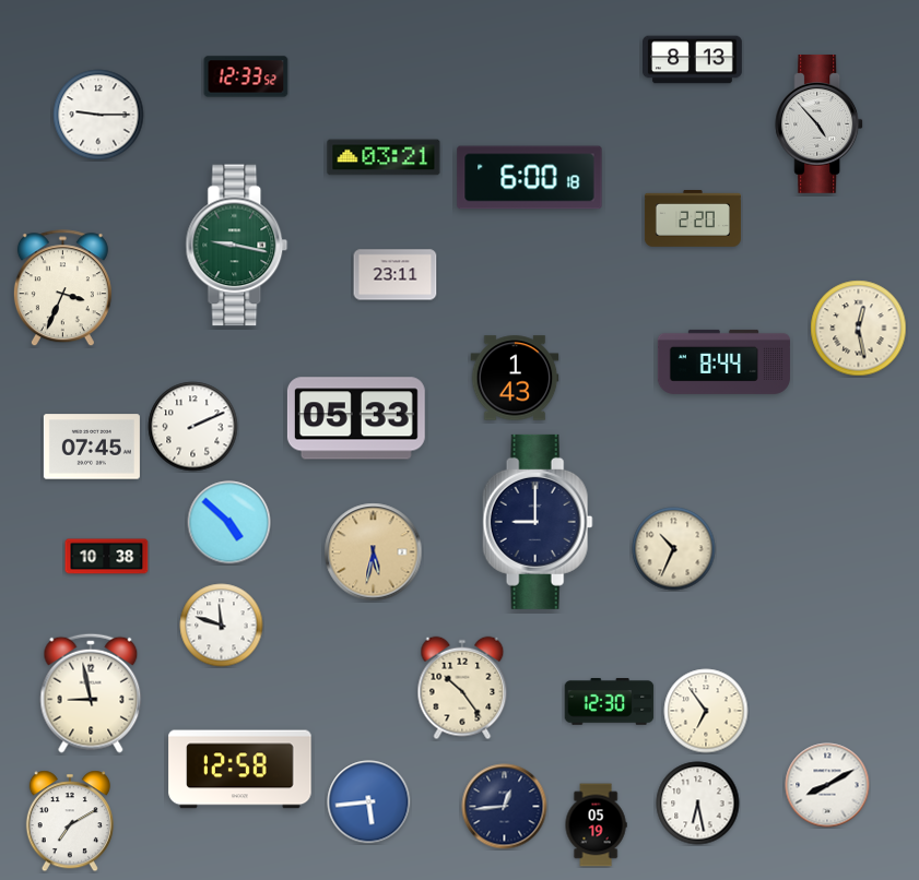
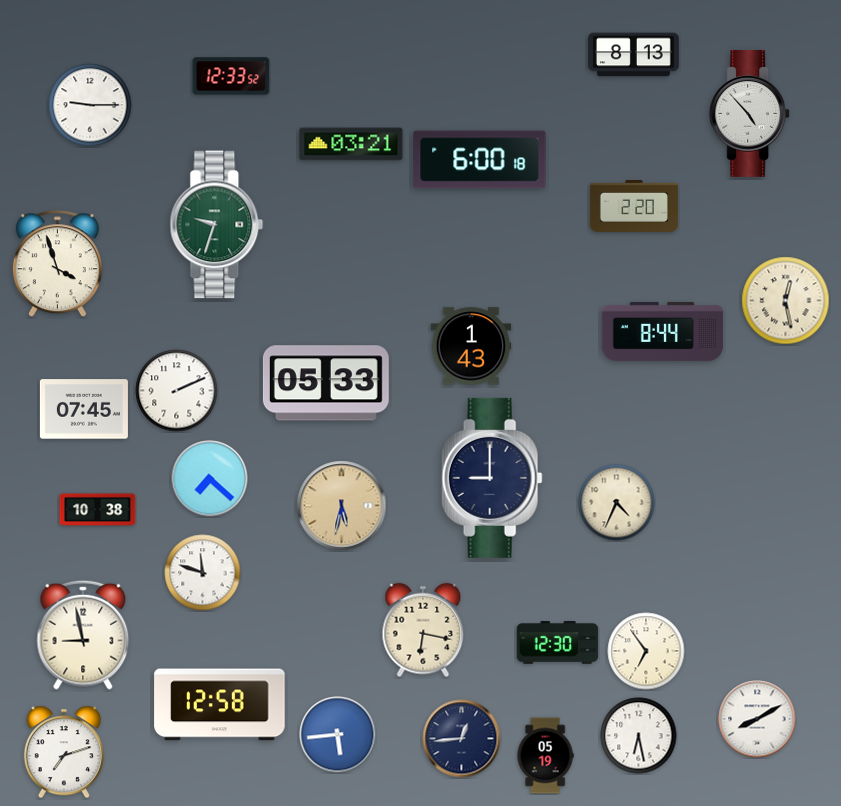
clock at (246, 76) position: (246, 76) -> (231, 76)
clock at (530, 178) position: (530, 178) -> (480, 160)
clock at (693, 219) position: (693, 219) -> (634, 207)
clock at (237, 246): 9:17 -> 9:33
clock at (396, 275): 23:11 -> none
clock at (62, 288): 3:34 -> 3:57
clock at (229, 523): 4:52 -> 7:22
clock at (674, 549): 10:34 -> 4:34
clock at (462, 688): 10:24 -> 6:17
clock at (70, 821): 7:10 -> 7:12
